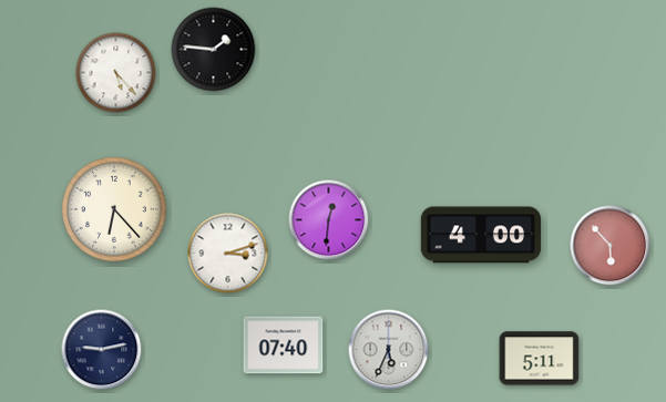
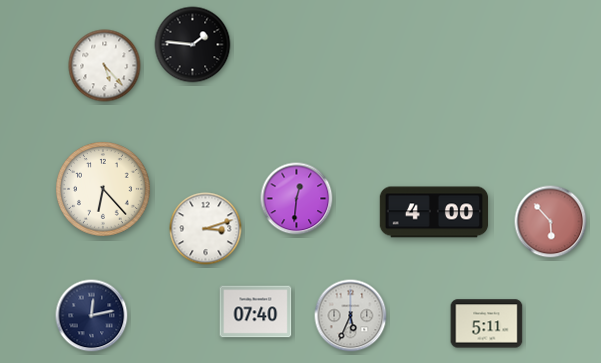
clock at (102, 350): 9:13 -> 12:13
